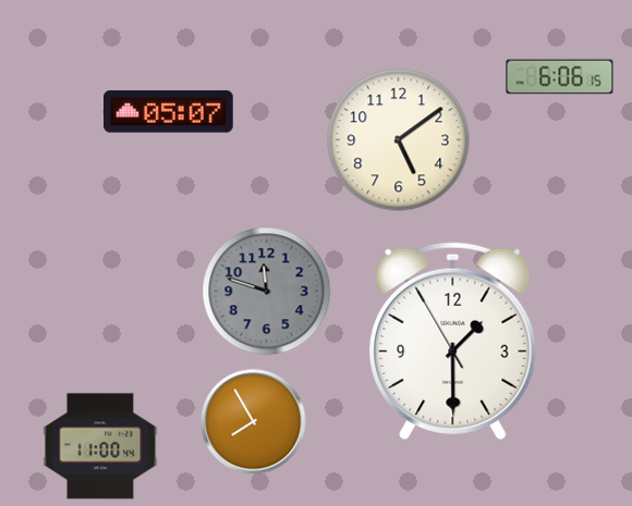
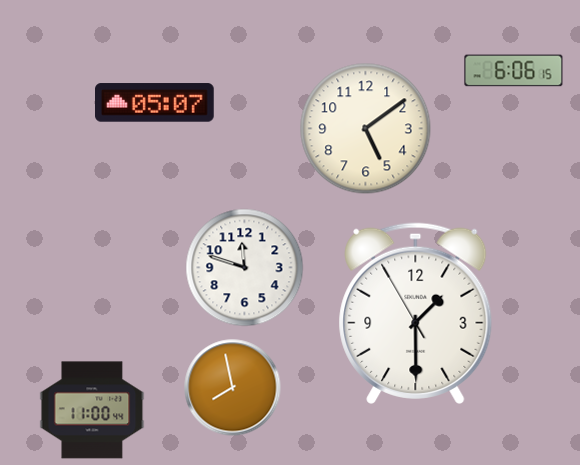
clock at (267, 292) dial: grey -> white
clock at (254, 422): 7:55 -> 7:58
